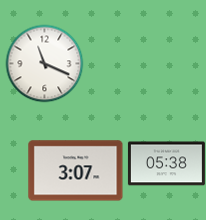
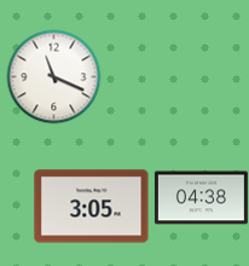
clock at (166, 164): 05:38 -> 04:38
clock at (76, 171): 3:07 -> 3:05
